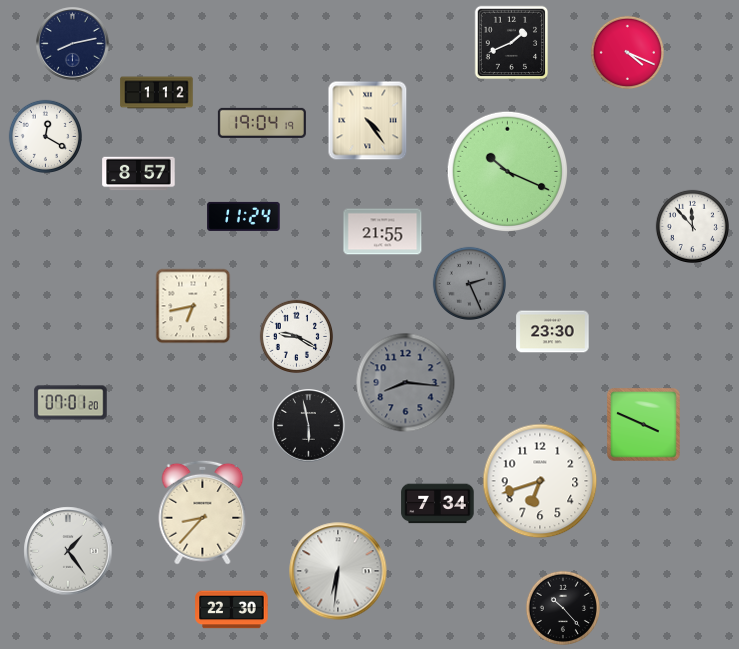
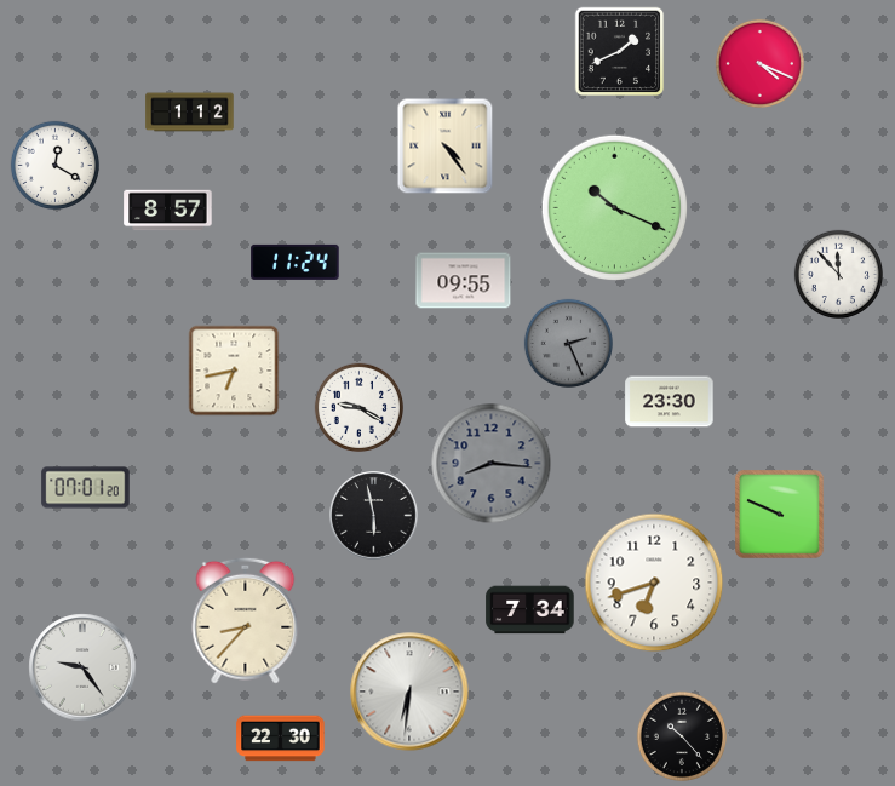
clock at (73, 44): 8:13 -> none
clock at (262, 123): 19:04 -> none
clock at (383, 232): 21:55 -> 09:55
clock at (643, 424): 3:49 -> 9:49
clock at (68, 551): 1:24 -> 9:24
